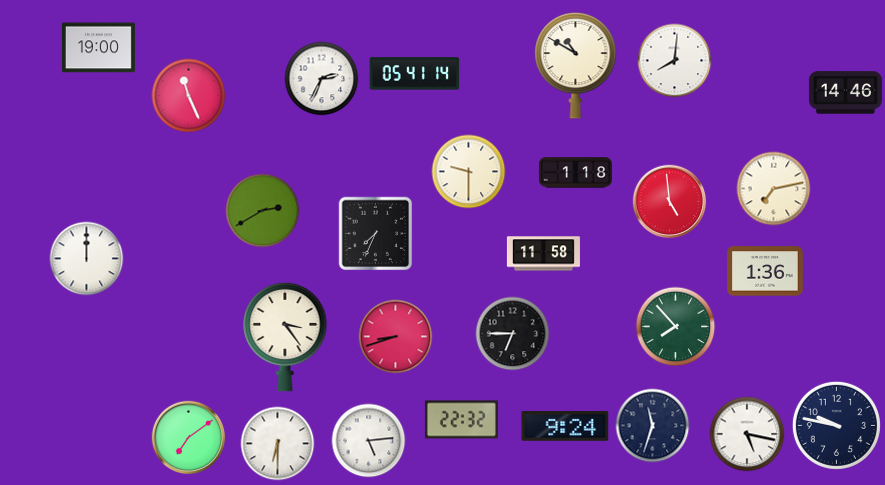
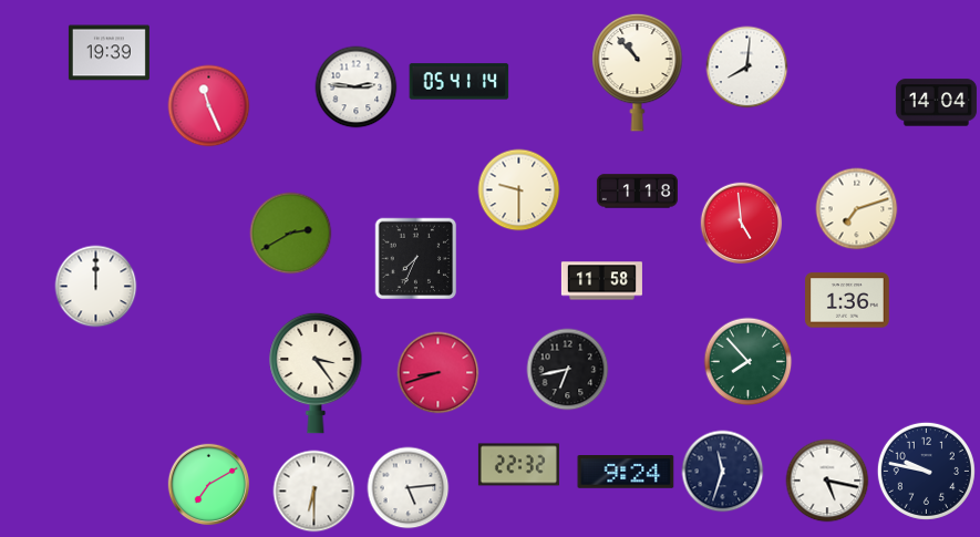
clock at (98, 48): 19:00 -> 19:39
clock at (576, 65): 10:50 -> 10:53
clock at (322, 79): 2:34 -> 2:46
clock at (845, 93): 14:46 -> 14:04
clock at (774, 189): 7:13 -> 7:12
clock at (513, 334): 6:45 -> 6:43
clock at (461, 420) position: (461, 420) -> (518, 465)
clock at (189, 438): 7:09 -> 7:10
clock at (278, 444) position: (278, 444) -> (314, 492)
